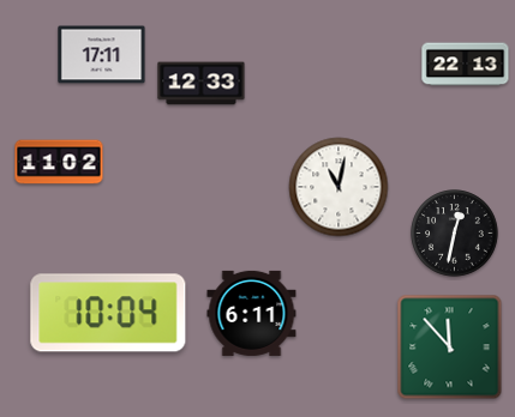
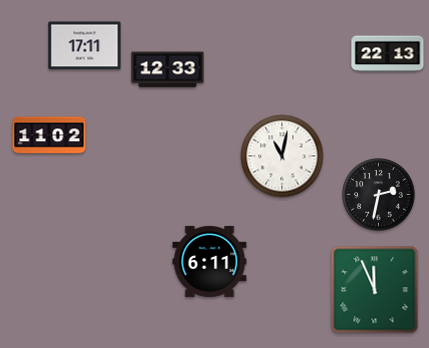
clock at (455, 234): 12:32 -> 2:32
clock at (108, 313): 10:04 -> none
clock at (450, 347): 11:53 -> 11:56
